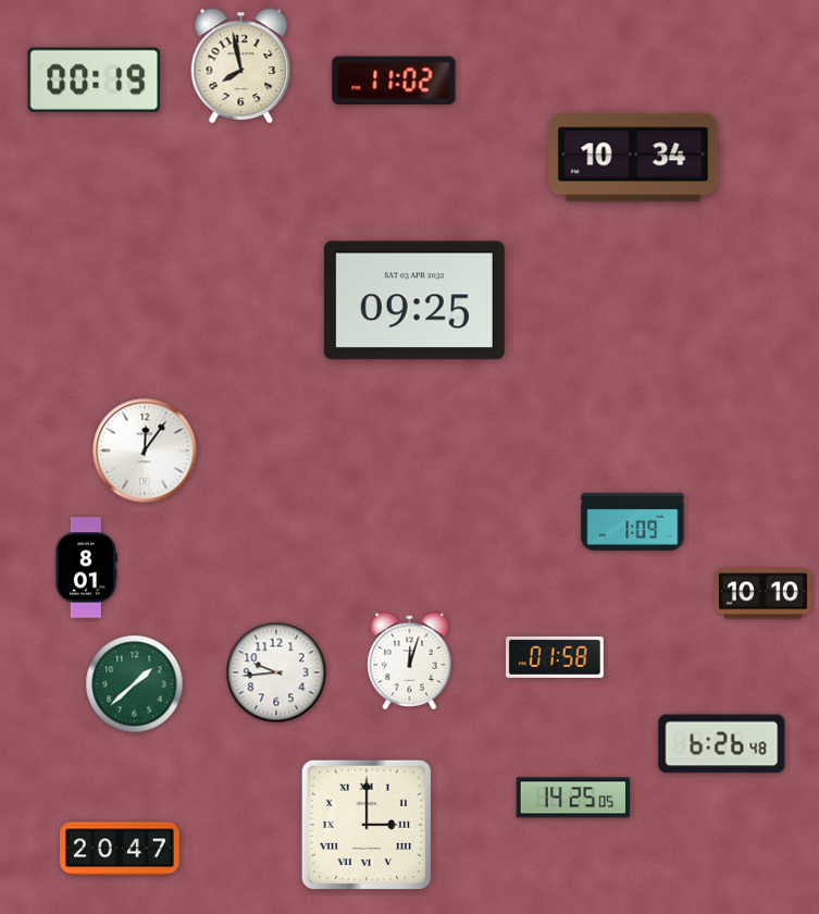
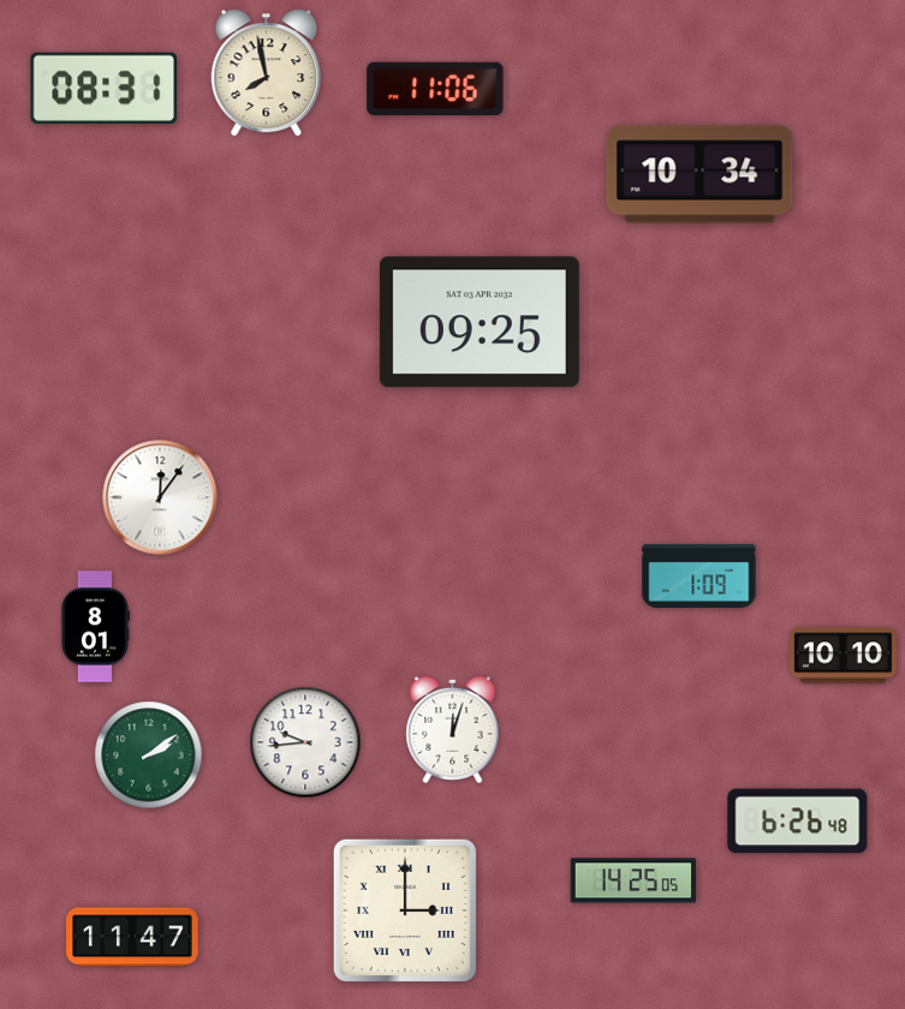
clock at (95, 79): 00:19 -> 08:31
clock at (394, 81): 11:02 -> 11:06
clock at (414, 300) position: (414, 300) -> (480, 322)
clock at (556, 657): 01:58 -> none
clock at (135, 684): 1:38 -> 2:09
clock at (120, 849): 20:47 -> 11:47
